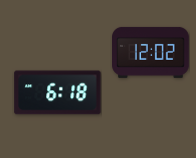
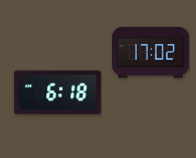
clock at (151, 52): 12:02 -> 17:02
